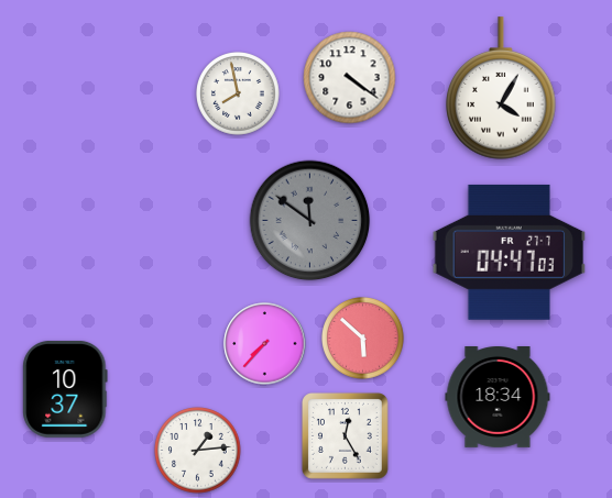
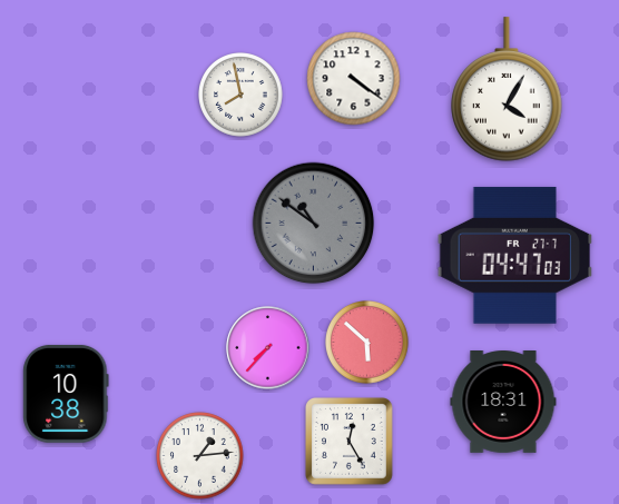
clock at (310, 221): 11:51 -> 10:51
clock at (65, 389): 10:37 -> 10:38
clock at (498, 398): 18:34 -> 18:31
